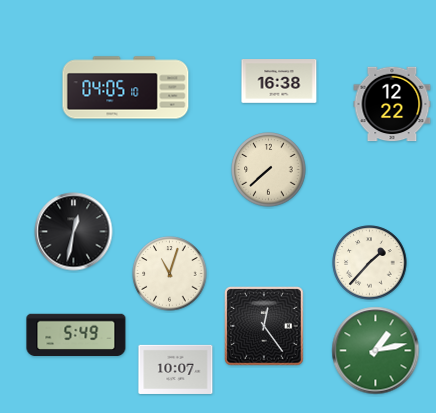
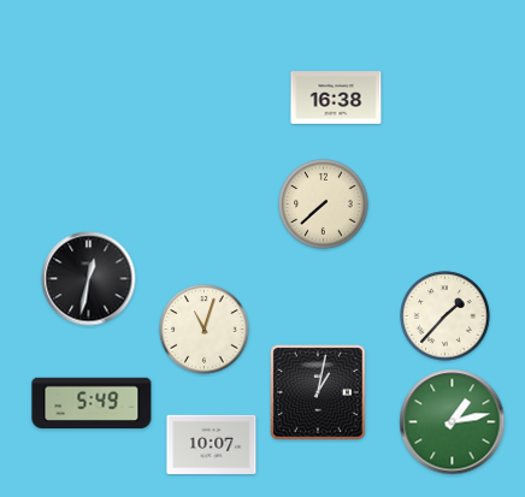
clock at (126, 88): 04:05 -> none
clock at (392, 104): 12:22 -> none
clock at (265, 327): 12:24 -> 1:02
